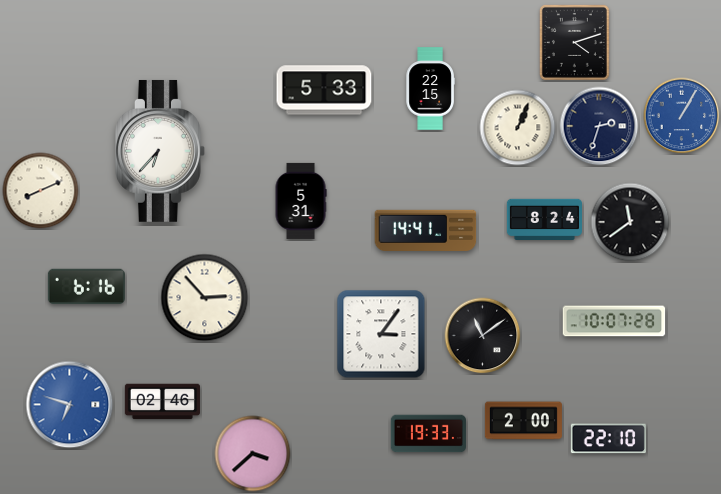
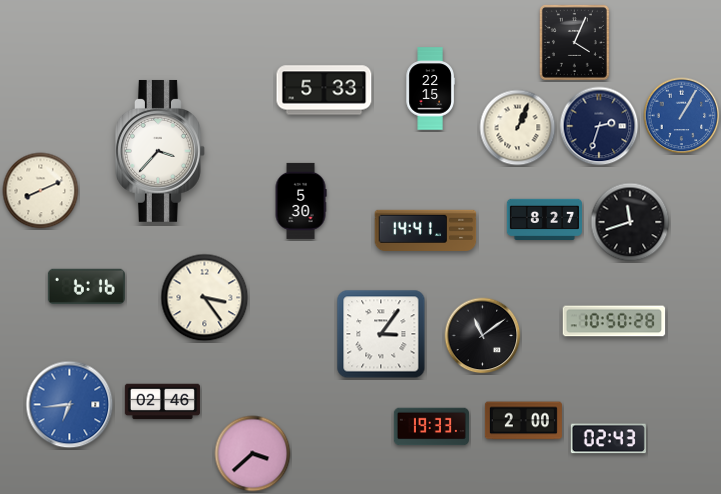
clock at (574, 42): 4:12 -> 4:04
clock at (161, 151): 6:37 -> 3:37
clock at (301, 201): 5:31 -> 5:30
clock at (544, 220): 8:24 -> 8:27
clock at (630, 222): 11:39 -> 11:42
clock at (205, 298): 2:53 -> 3:24
clock at (614, 321): 10:07 -> 10:50
clock at (70, 405): 6:48 -> 6:44
clock at (428, 434) position: (428, 434) -> (431, 427)
clock at (608, 439): 22:10 -> 02:43
